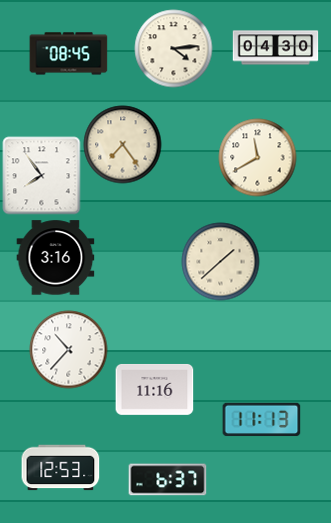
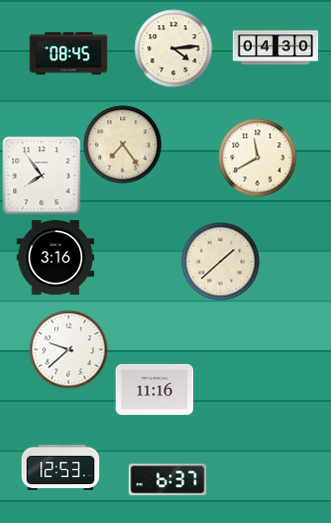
clock at (68, 349): 10:37 -> 9:38
clock at (261, 420): 11:13 -> none
